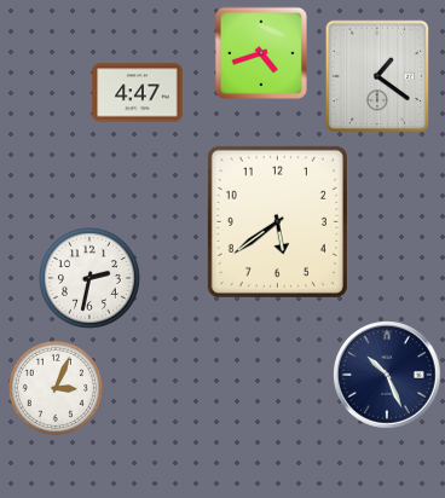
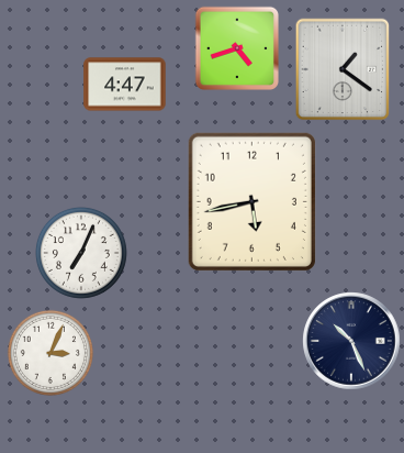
clock at (277, 221): 5:39 -> 5:43
clock at (89, 278): 2:32 -> 7:04
